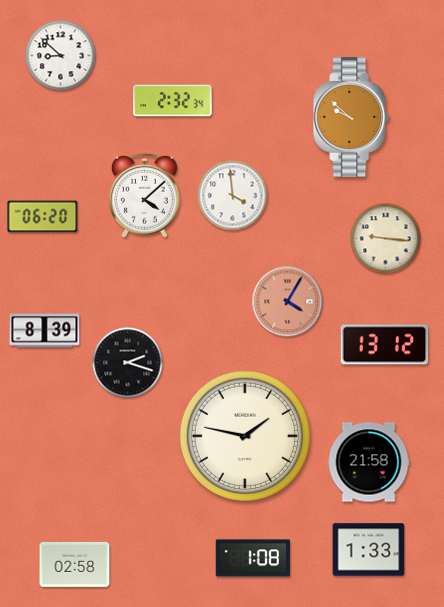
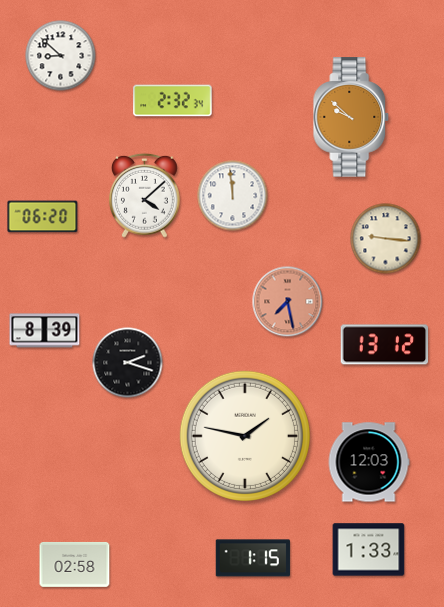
clock at (233, 196): 3:59 -> 11:59
clock at (288, 302): 4:05 -> 7:28
clock at (369, 462): 21:58 -> 12:03
clock at (253, 558): 1:08 -> 1:15
